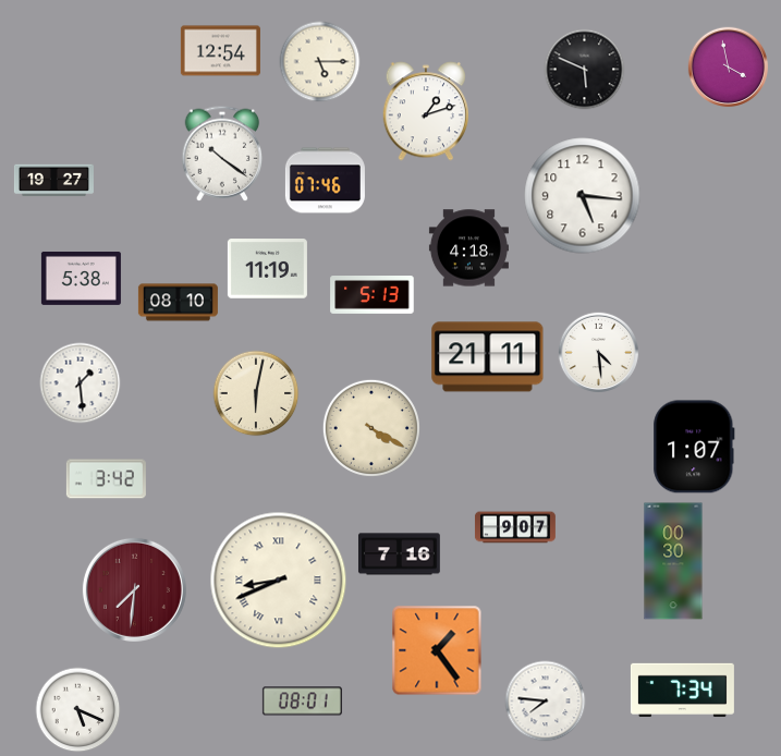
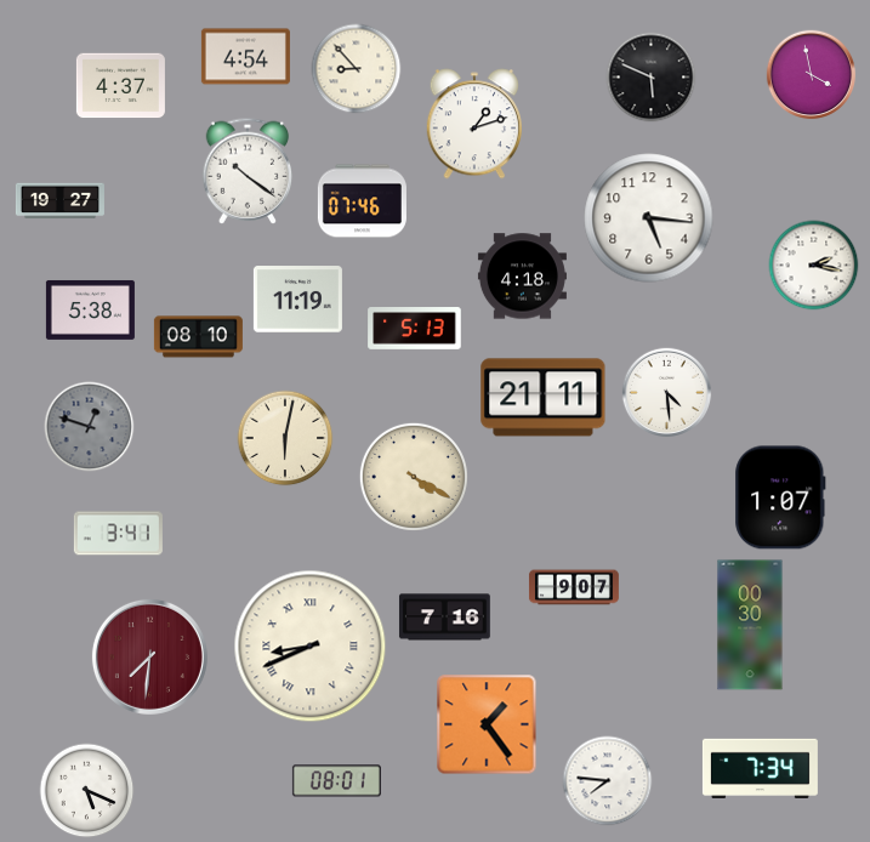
clock at (220, 51): 12:54 -> 4:54
clock at (320, 62): 5:15 -> 8:53
clock at (120, 86): none -> 4:37
clock at (814, 266): none -> 2:17
clock at (81, 383): 1:29 -> 12:48
clock at (81, 383) dial: white -> grey
clock at (694, 447) position: (694, 447) -> (780, 497)
clock at (106, 479): 3:42 -> 3:41
